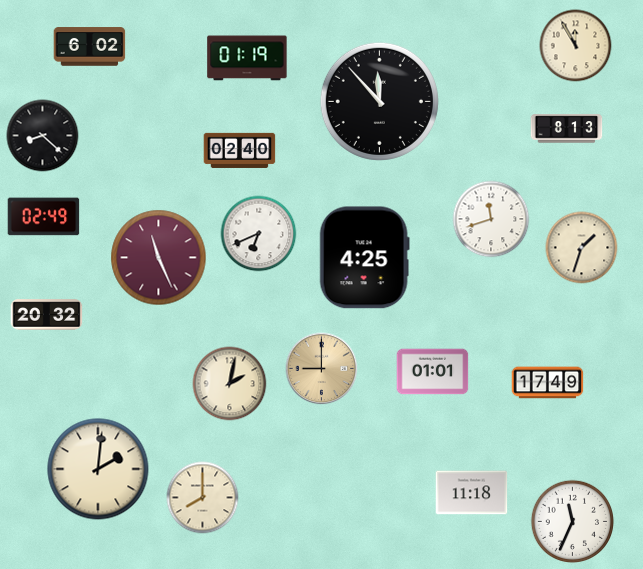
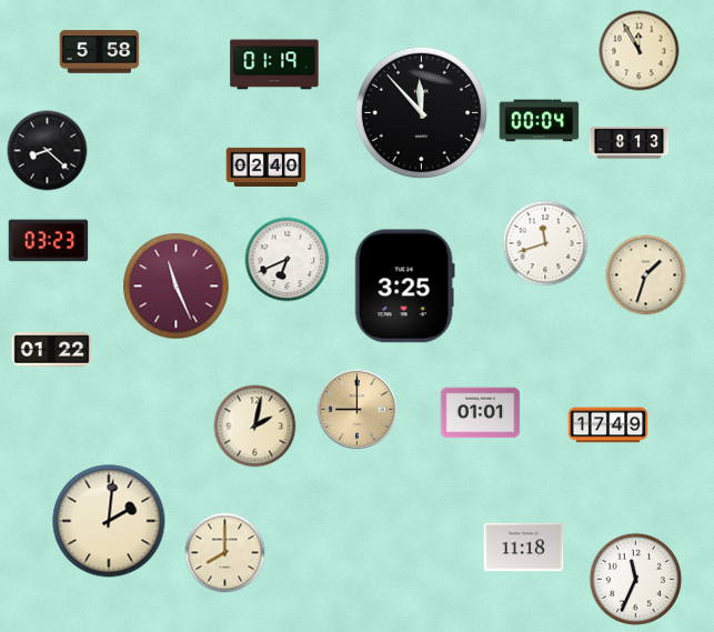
clock at (90, 47): 6:02 -> 5:58
clock at (540, 121): none -> 00:04
clock at (44, 217): 02:49 -> 03:23
clock at (364, 258): 4:25 -> 3:25
clock at (47, 315): 20:32 -> 01:22
